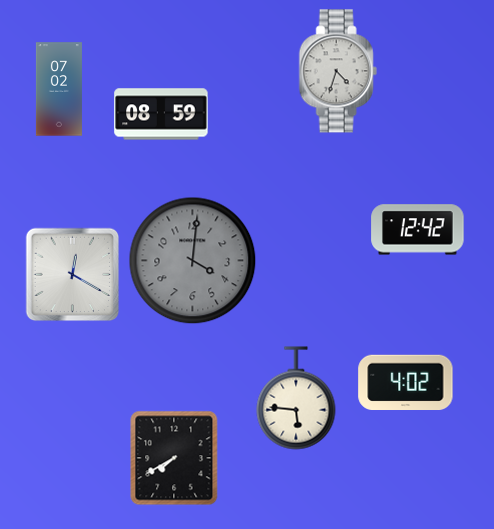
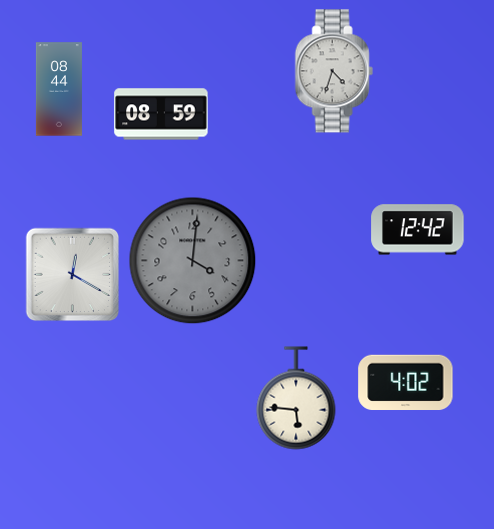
clock at (338, 71) position: (338, 71) -> (334, 71)
clock at (59, 89): 07:02 -> 08:44
clock at (174, 458): 7:40 -> none
